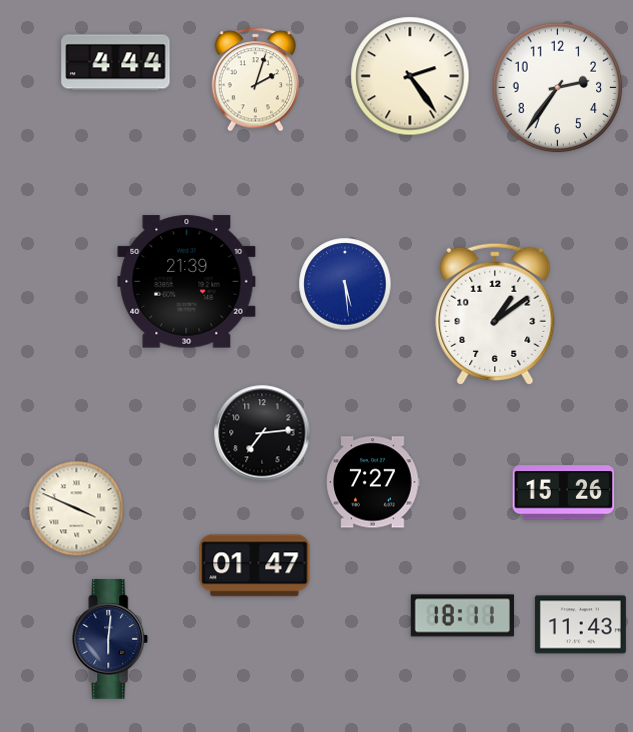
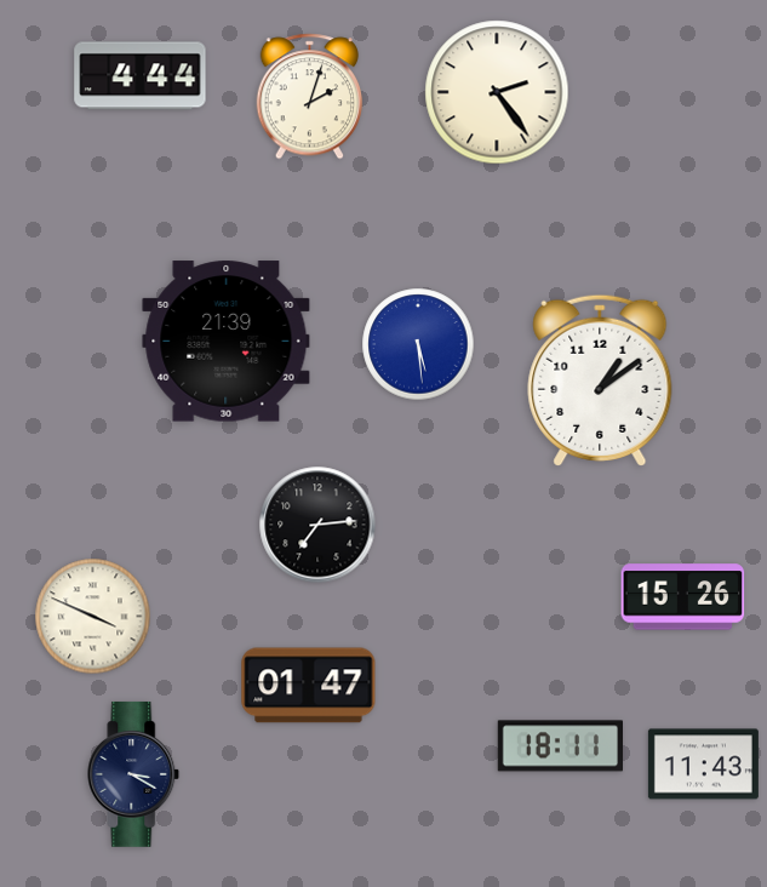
clock at (558, 88): 2:36 -> none
clock at (373, 482): 7:27 -> none
clock at (580, 625) position: (580, 625) -> (703, 765)
clock at (110, 639): 6:01 -> 3:20
